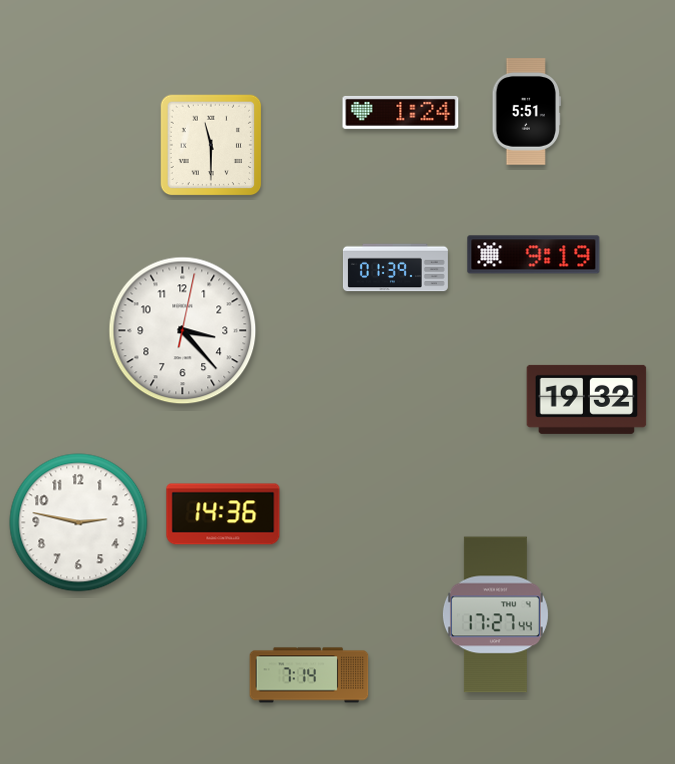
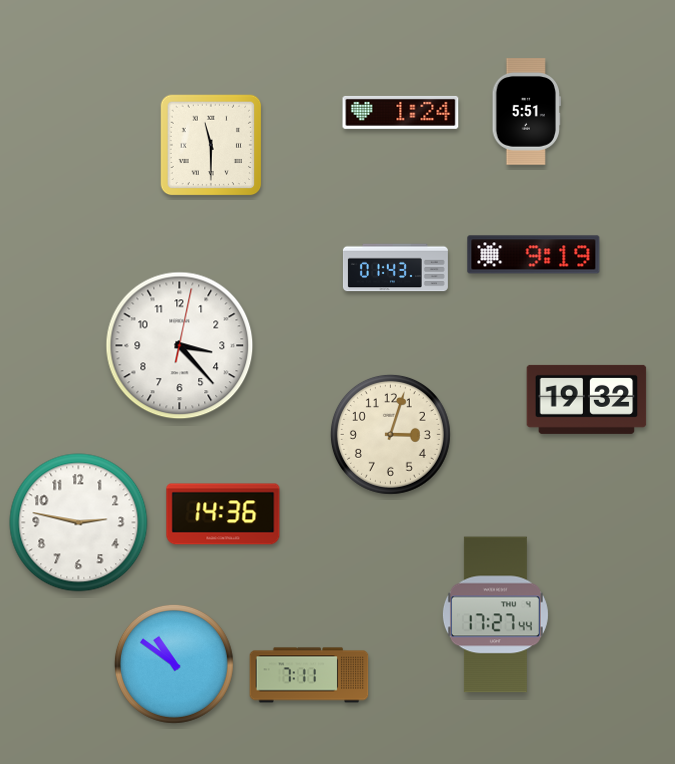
clock at (395, 268): 01:39 -> 01:43
clock at (183, 331) position: (183, 331) -> (180, 346)
clock at (390, 434): none -> 3:03
clock at (174, 664): none -> 10:51
clock at (309, 675): 7:14 -> 7:11
